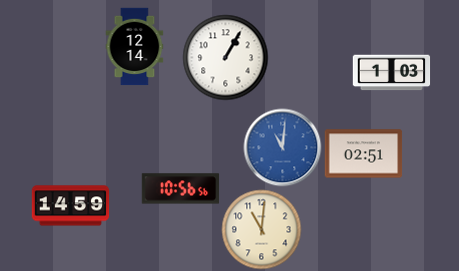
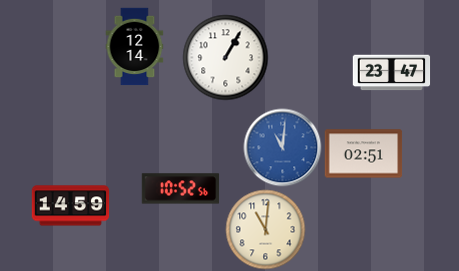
clock at (391, 73): 1:03 -> 23:47
clock at (180, 189): 10:56 -> 10:52
clock at (261, 229) position: (261, 229) -> (265, 229)
